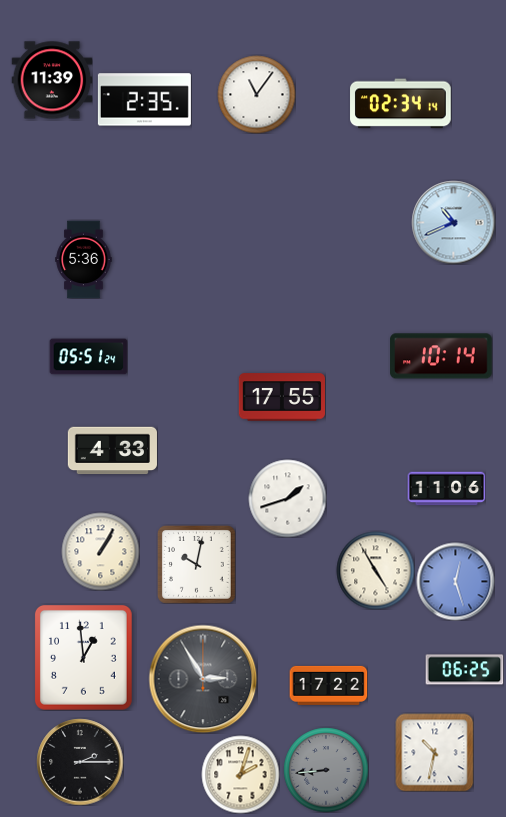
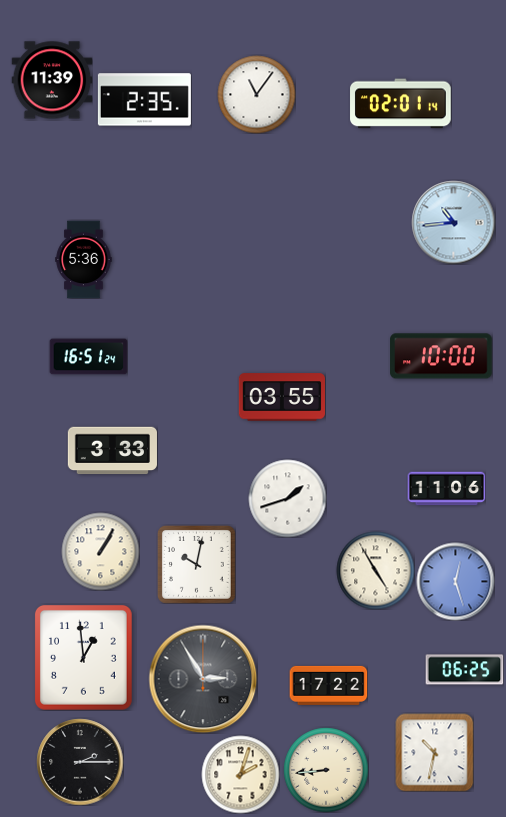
clock at (401, 104): 02:34 -> 02:01
clock at (453, 222): 10:41 -> 10:44
clock at (441, 356): 10:14 -> 10:00
clock at (88, 357): 05:51 -> 16:51
clock at (281, 397): 17:55 -> 03:55
clock at (112, 451): 4:33 -> 3:33
clock at (326, 770) dial: grey -> cream
